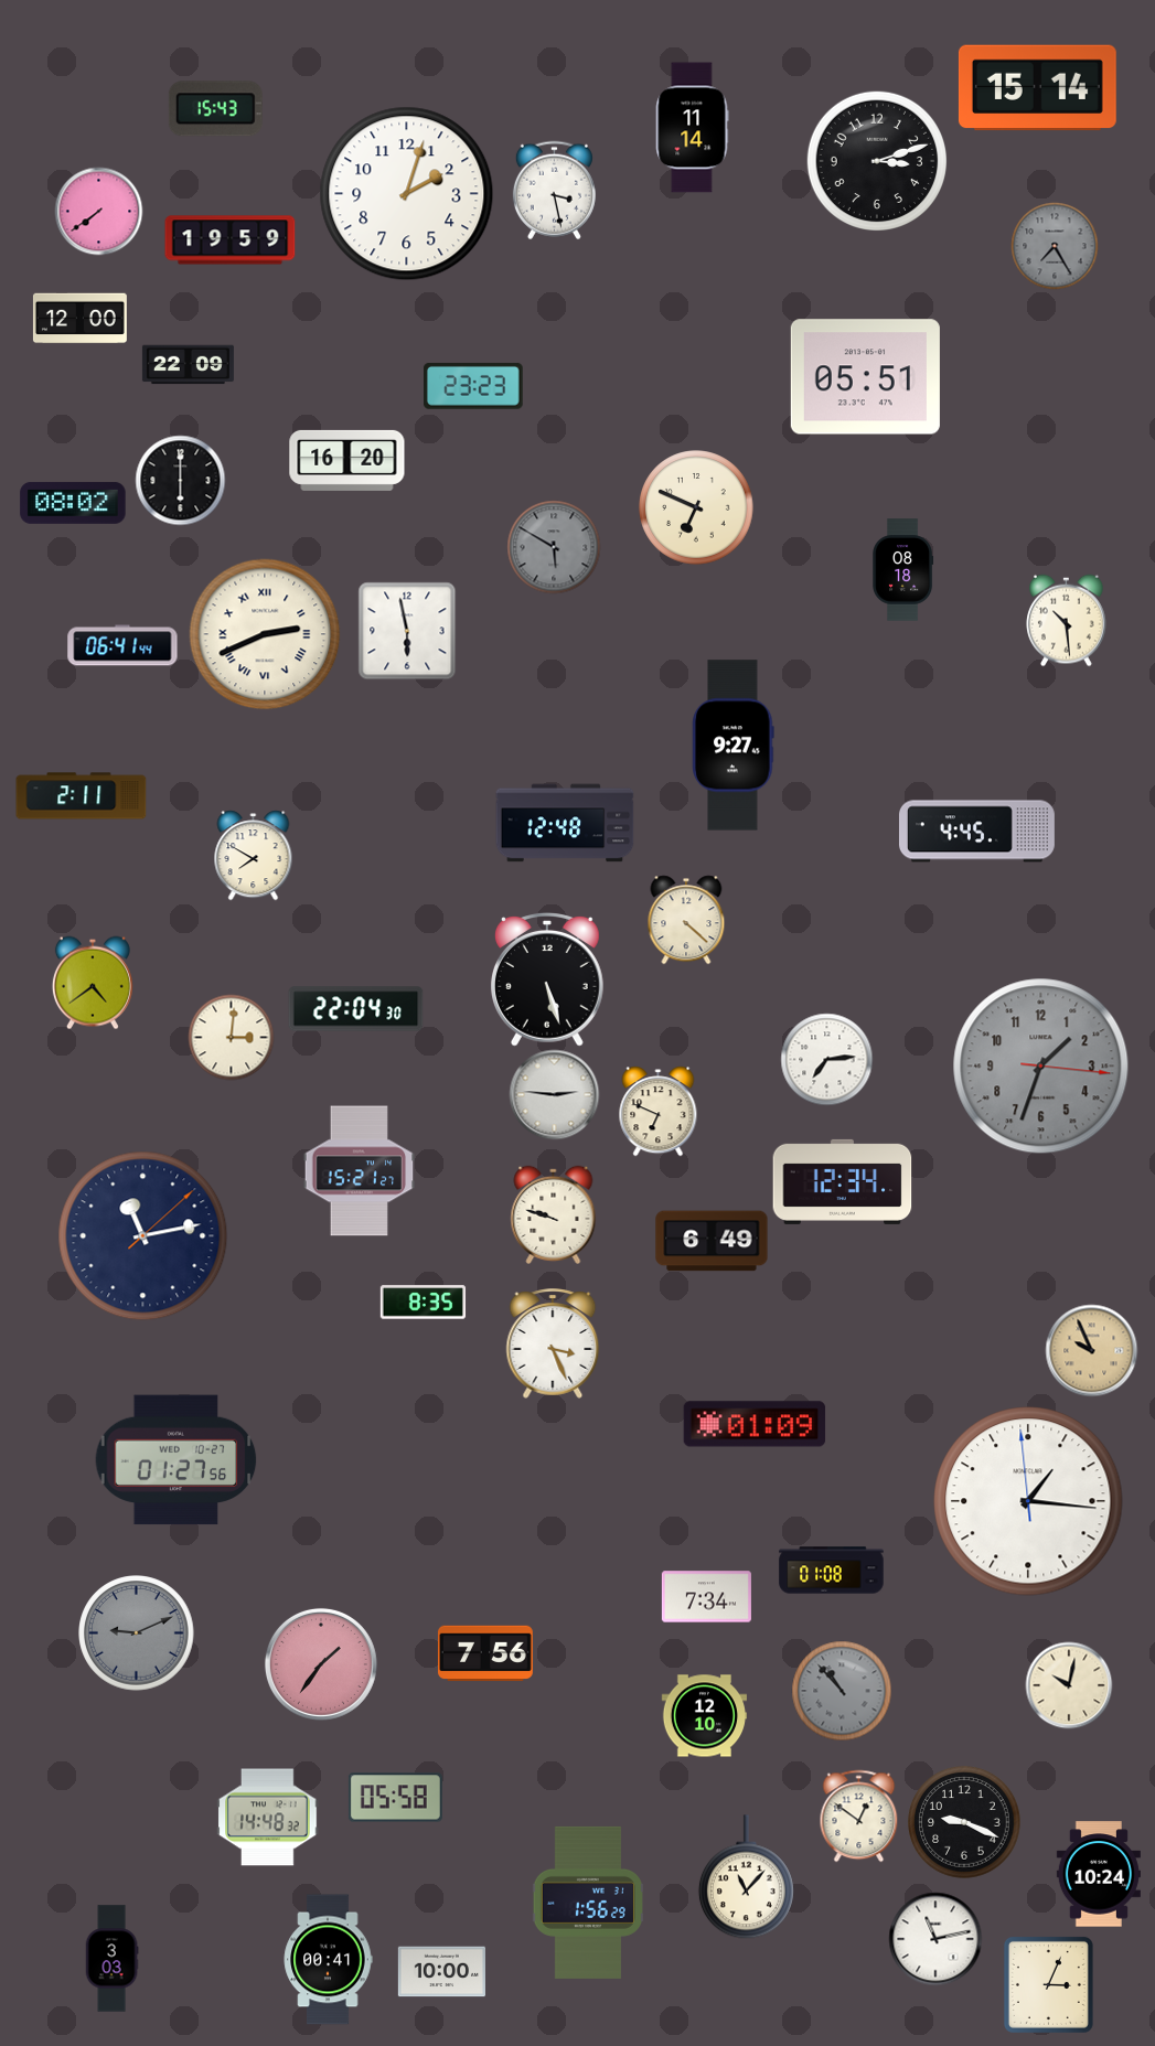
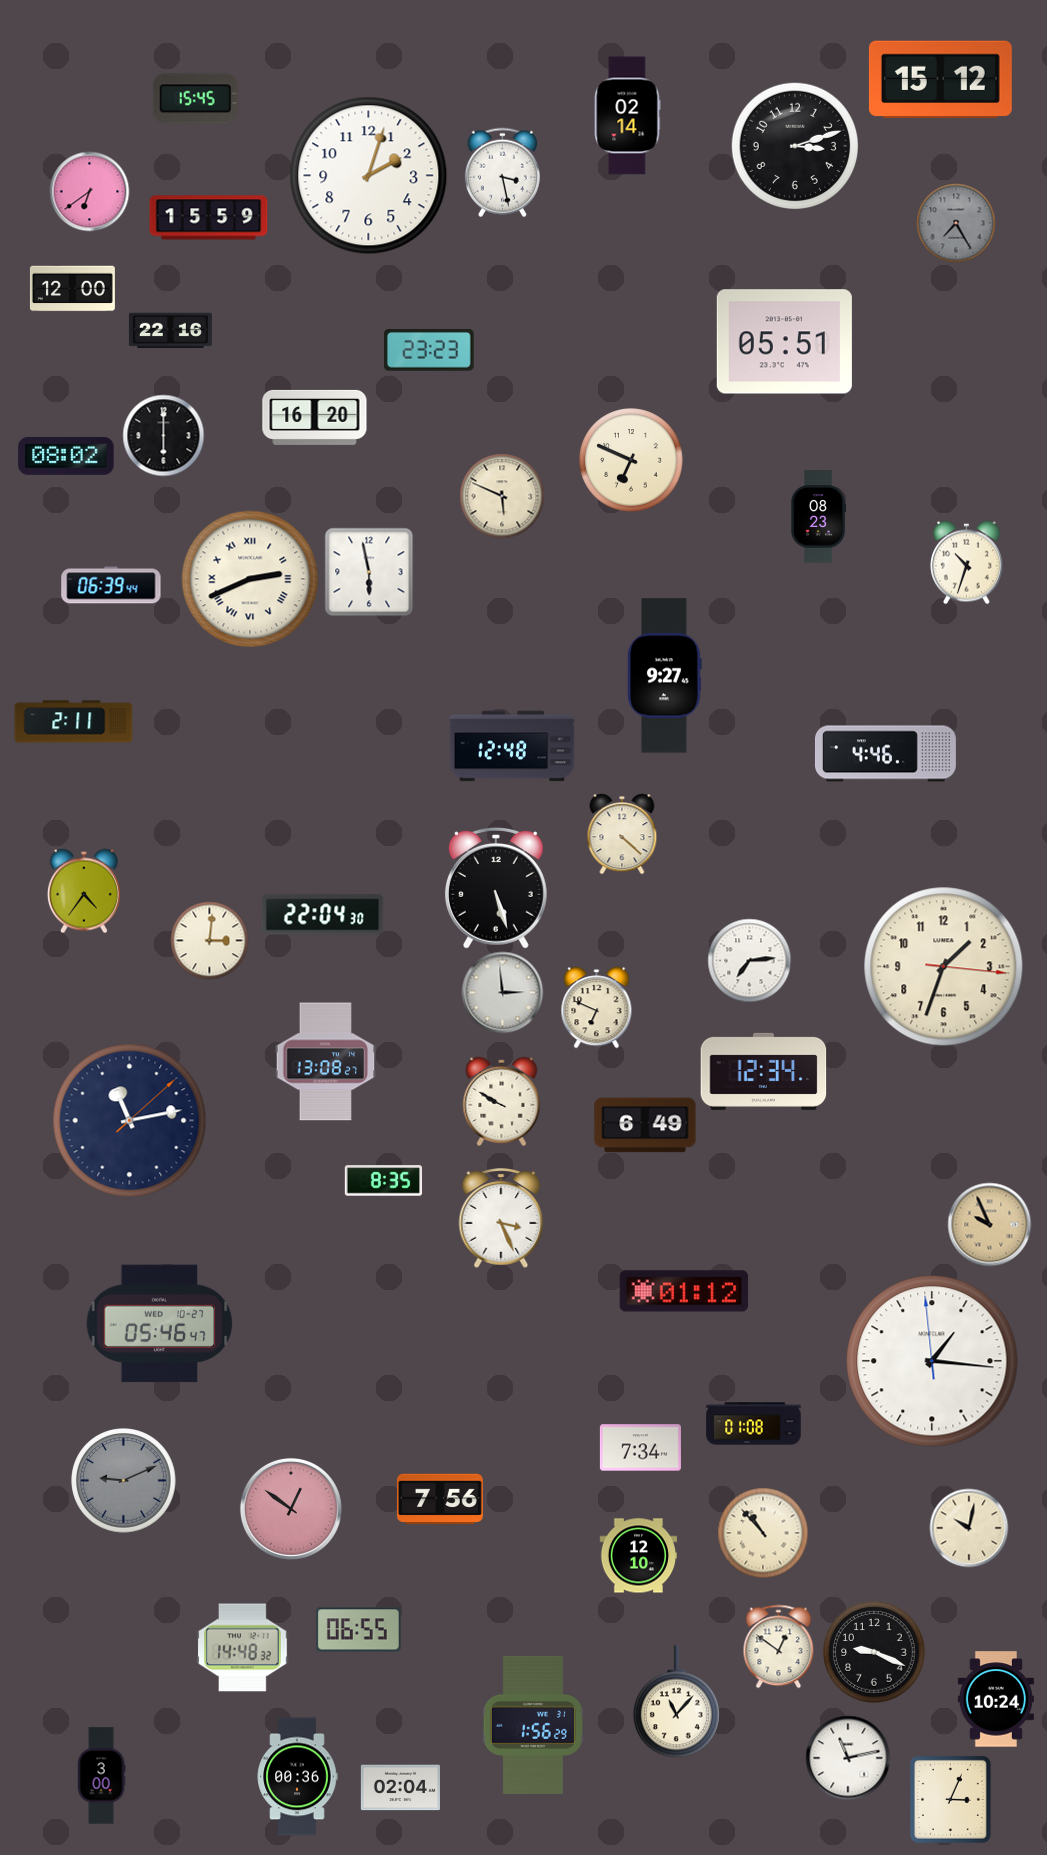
clock at (1037, 88): 15:14 -> 15:12
clock at (215, 109): 15:43 -> 15:45
clock at (692, 128): 11:14 -> 02:14
clock at (98, 211): 7:39 -> 6:39
clock at (231, 240): 19:59 -> 15:59
clock at (188, 365): 22:09 -> 22:16
clock at (554, 547): 5:50 -> 5:49
clock at (554, 547) dial: grey -> cream
clock at (903, 570): 08:18 -> 08:23
clock at (1067, 620): 10:29 -> 10:33
clock at (265, 634) position: (265, 634) -> (250, 579)
clock at (122, 645): 06:41 -> 06:39
clock at (976, 832): 4:45 -> 4:46
clock at (254, 855): 7:50 -> none
clock at (93, 983): 4:39 -> 4:36
clock at (1041, 1067) dial: grey -> cream
clock at (554, 1094): 2:46 -> 2:59
clock at (360, 1171): 15:21 -> 13:08
clock at (554, 1214): 9:48 -> 9:50
clock at (755, 1424): 01:09 -> 01:12
clock at (177, 1460): 01:27 -> 05:46
clock at (321, 1664): 1:36 -> 12:51
clock at (842, 1691) dial: grey -> cream
clock at (395, 1798): 05:58 -> 06:55
clock at (111, 1959): 3:03 -> 3:00
clock at (328, 1960): 00:41 -> 00:36
clock at (441, 1972): 10:00 -> 02:04
